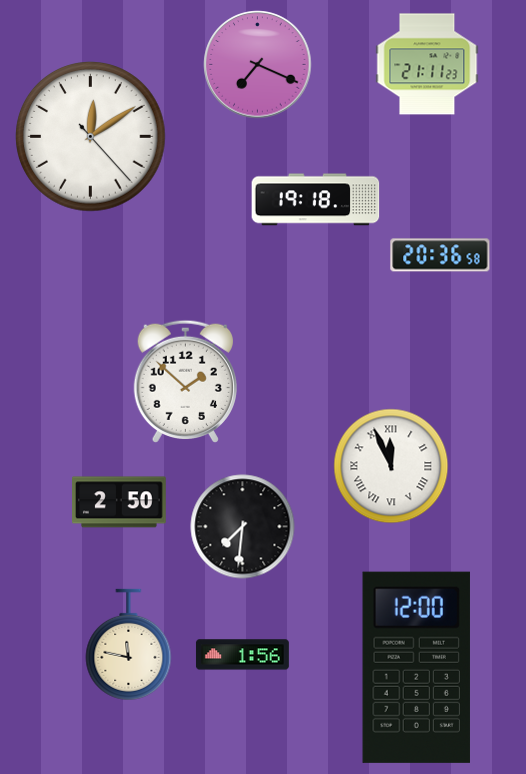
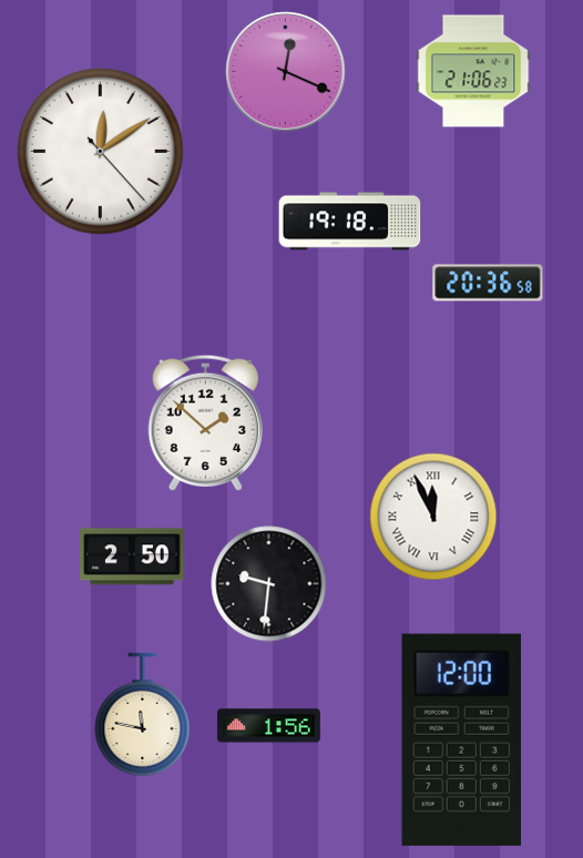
clock at (427, 64): 21:11 -> 21:06
clock at (258, 65): 7:19 -> 12:19
clock at (243, 527): 7:31 -> 9:31
